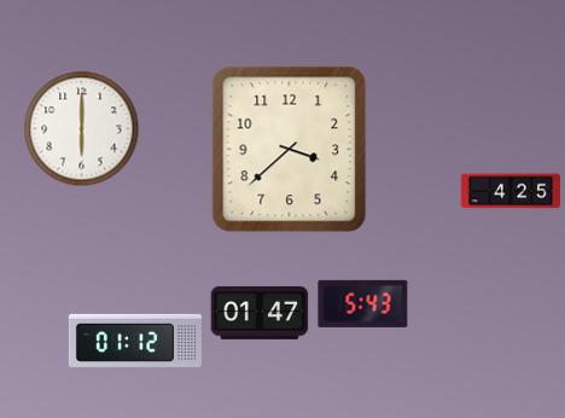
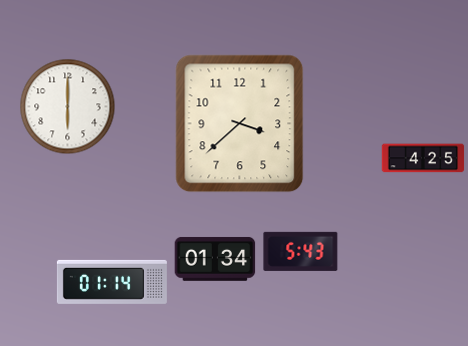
clock at (260, 313): 01:47 -> 01:34
clock at (135, 341): 01:12 -> 01:14
